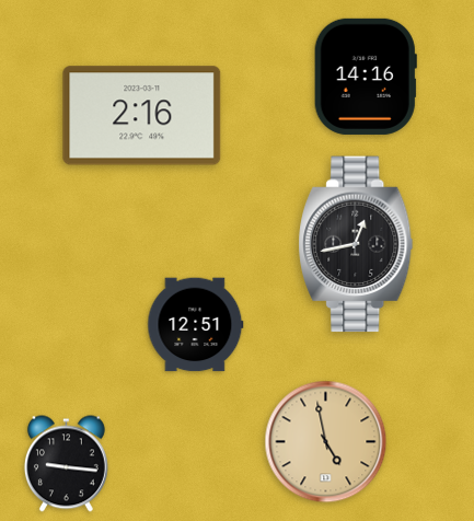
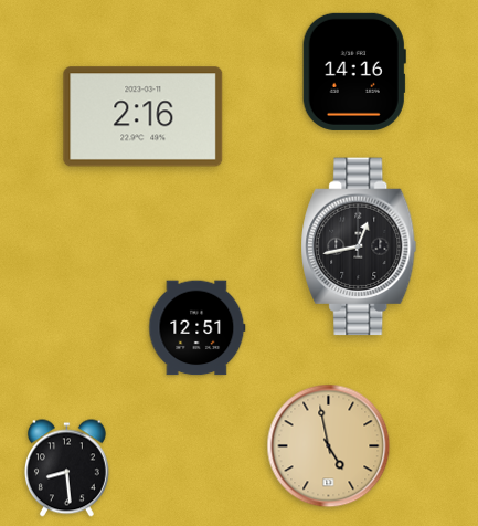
clock at (366, 77) position: (366, 77) -> (354, 72)
clock at (66, 464): 9:16 -> 8:29
